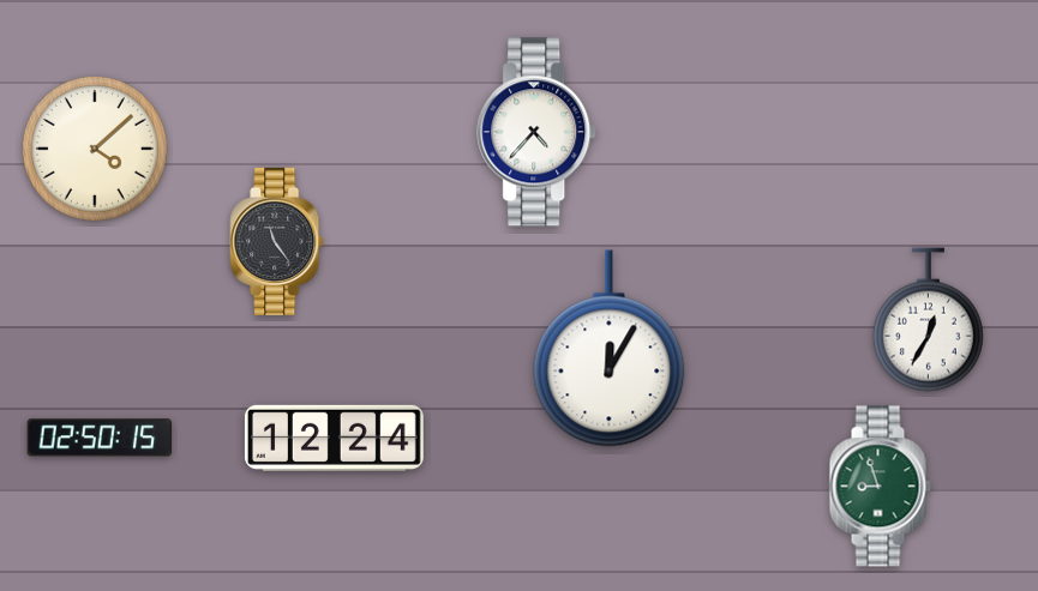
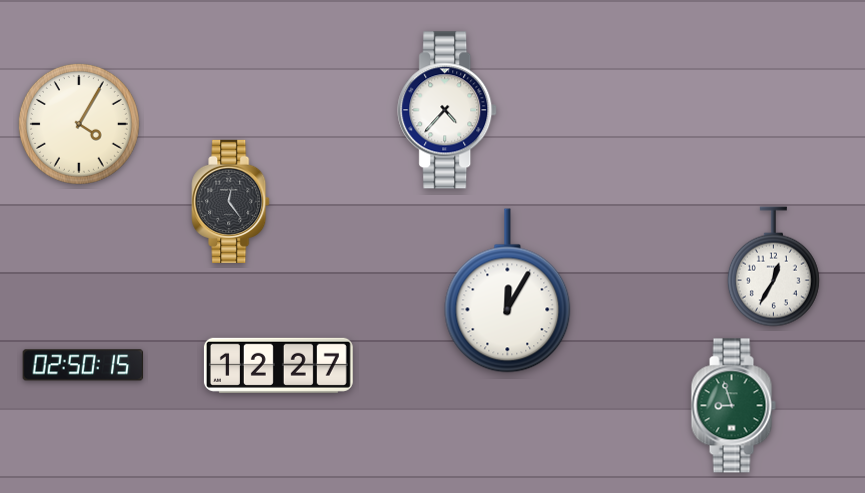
clock at (95, 149): 4:08 -> 4:05
clock at (277, 241): 11:24 -> 12:24
clock at (334, 438): 12:24 -> 12:27
